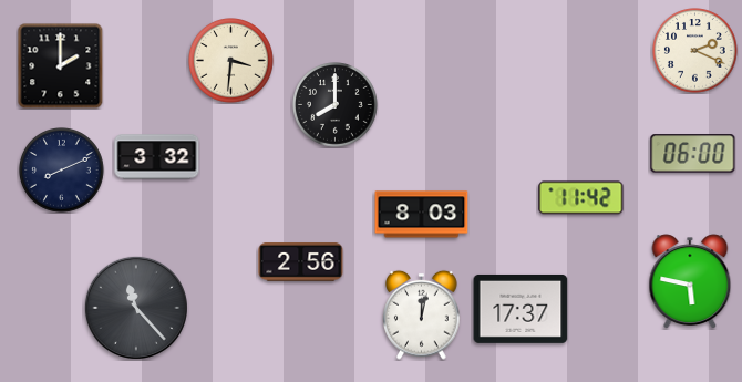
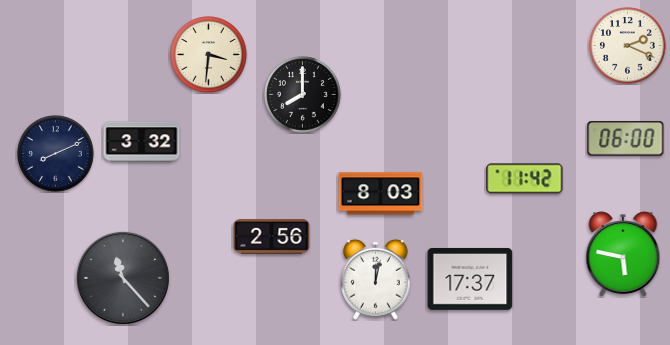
clock at (60, 65): 2:00 -> none
clock at (422, 314) position: (422, 314) -> (376, 279)
